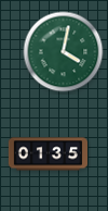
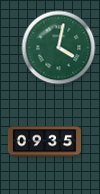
clock at (48, 154): 01:35 -> 09:35
